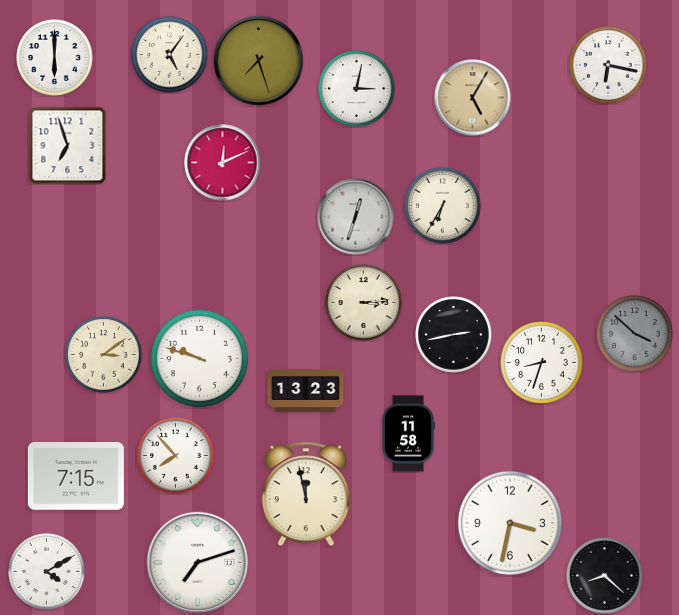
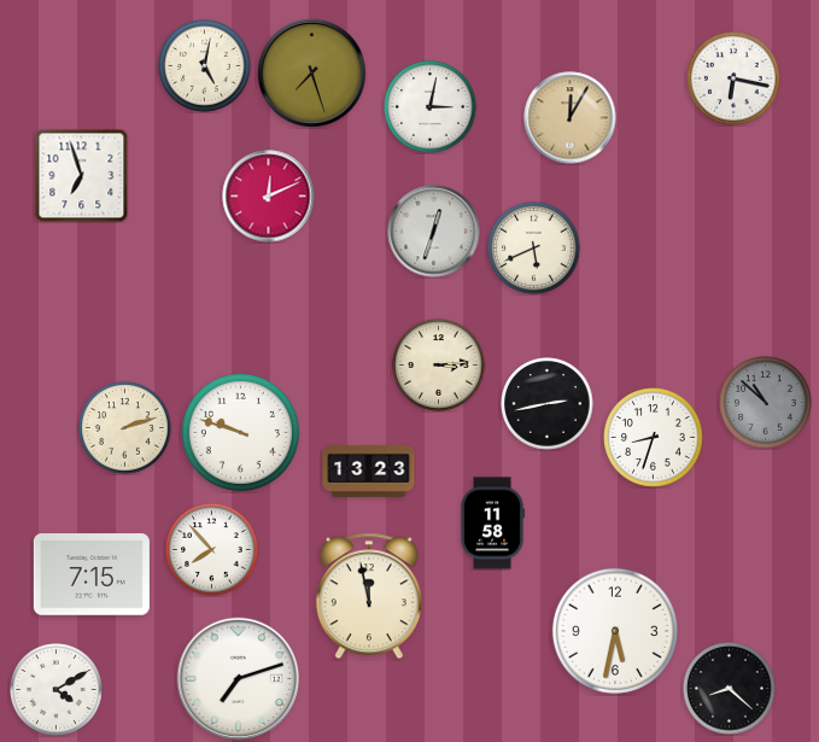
clock at (170, 55): 5:06 -> 5:02
clock at (55, 58): 6:00 -> none
clock at (473, 98): 5:05 -> 12:05
clock at (443, 206): 6:35 -> 5:41
clock at (356, 217) position: (356, 217) -> (434, 232)
clock at (635, 334): 3:52 -> 10:52
clock at (104, 355): 3:09 -> 2:12
clock at (510, 523): 3:32 -> 5:32
clock at (605, 576) position: (605, 576) -> (730, 689)
